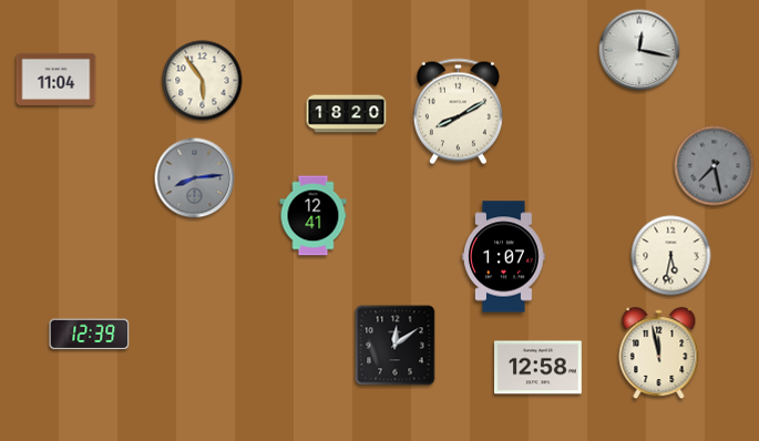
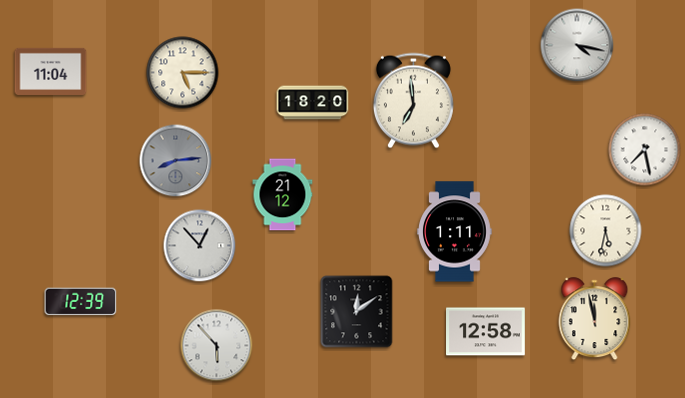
clock at (639, 50): 12:17 -> 4:17
clock at (203, 81): 5:54 -> 5:15
clock at (458, 112): 8:10 -> 6:59
clock at (715, 166) dial: grey -> white
clock at (314, 216): 12:41 -> 21:12
clock at (504, 257): 1:07 -> 1:11
clock at (200, 246): none -> 12:53
clock at (217, 346): none -> 5:53
